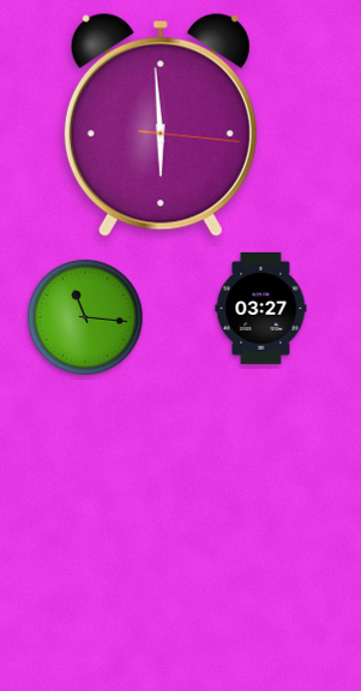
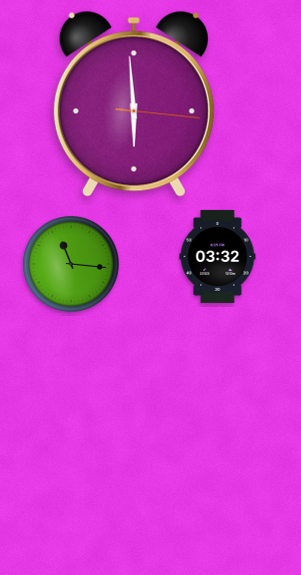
clock at (261, 308): 03:27 -> 03:32
